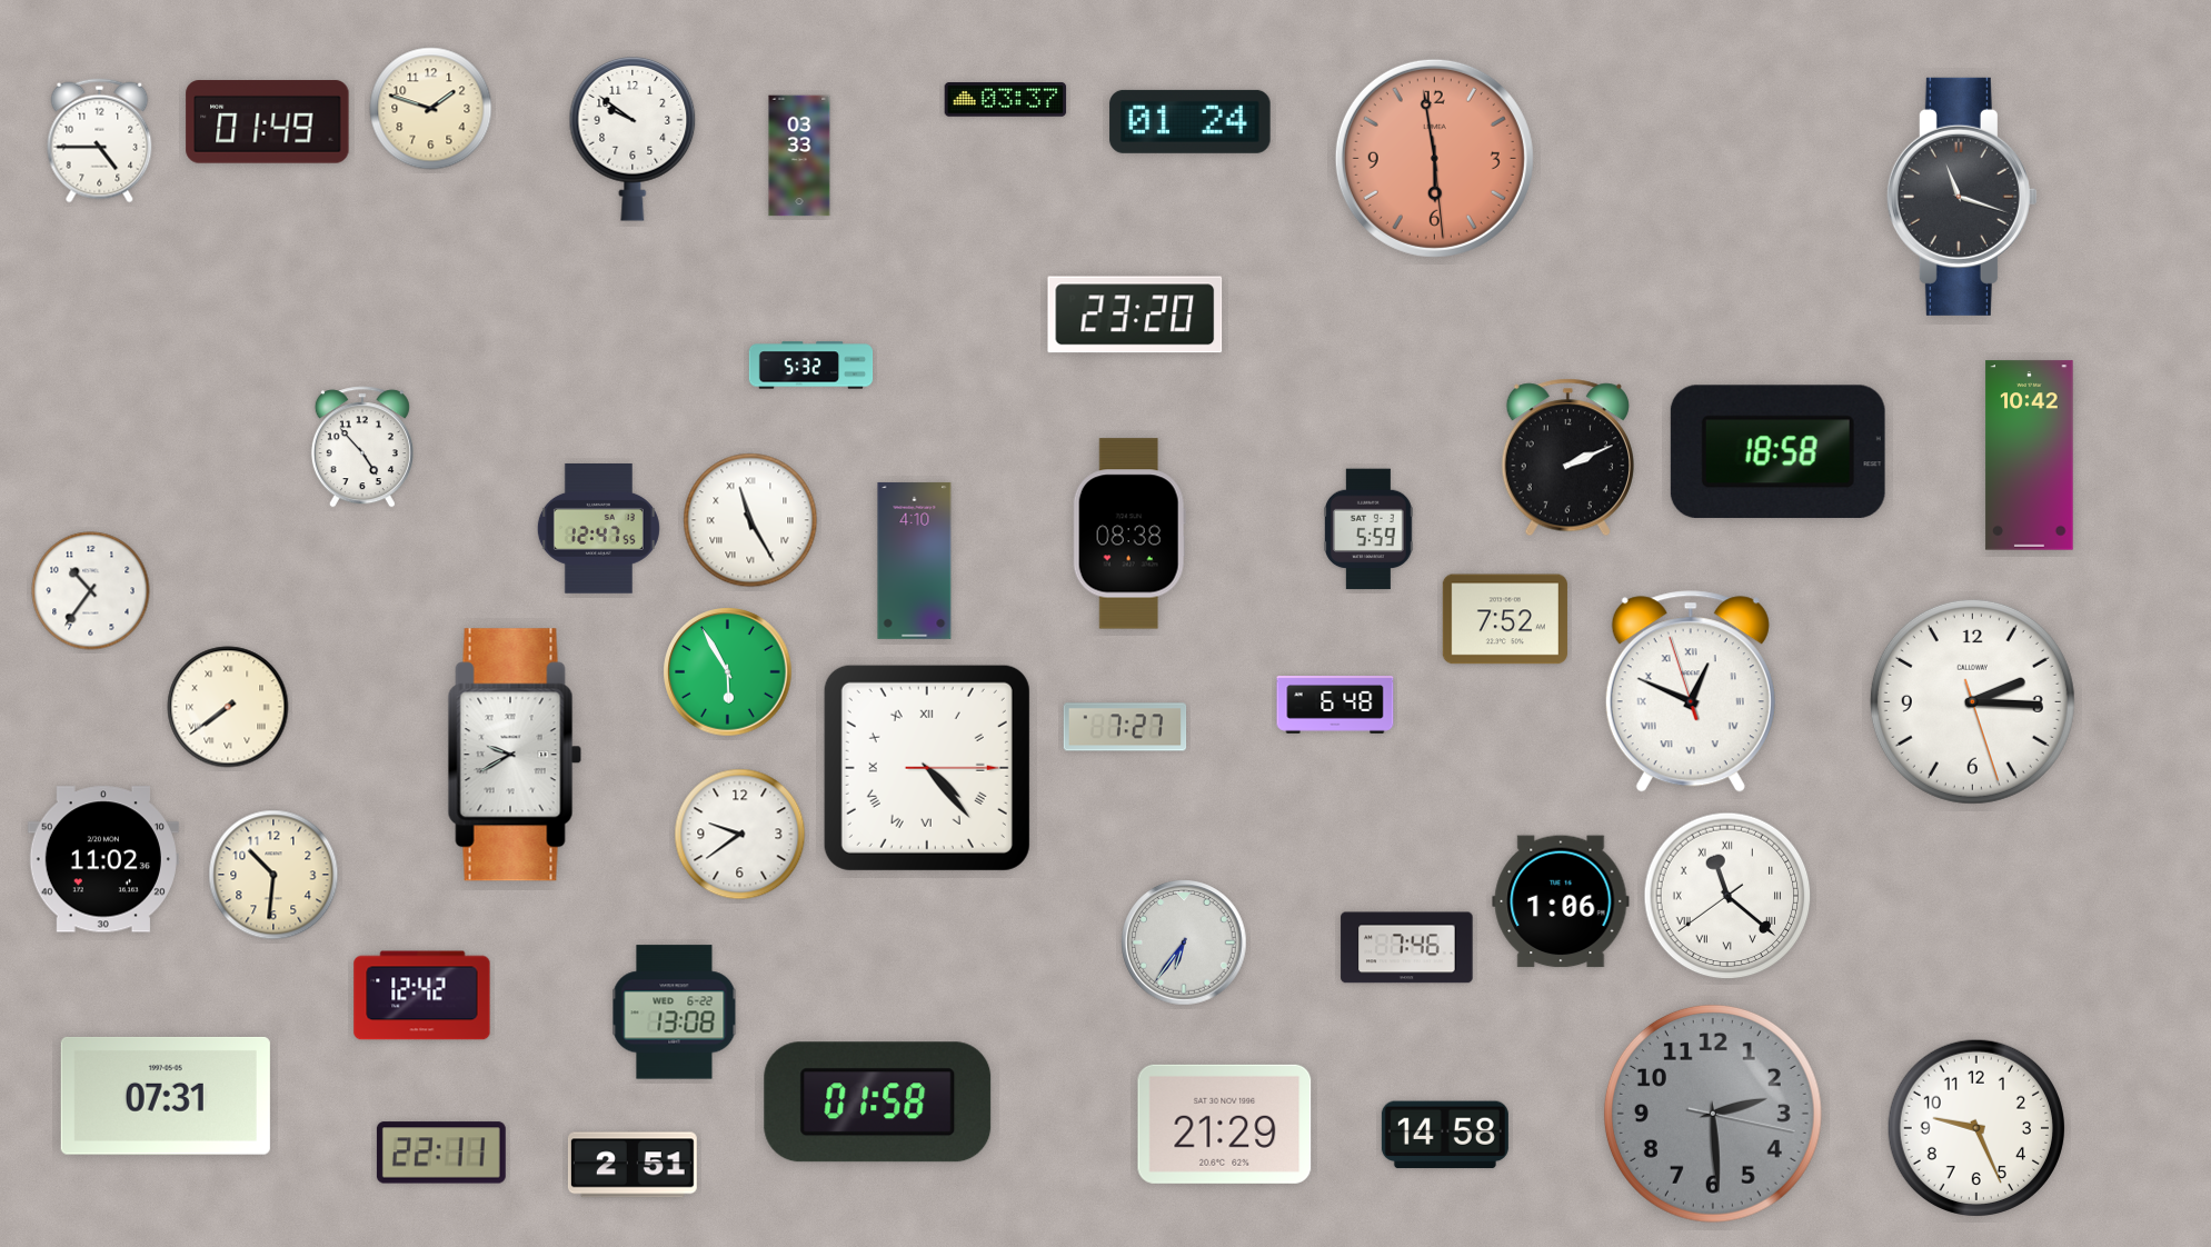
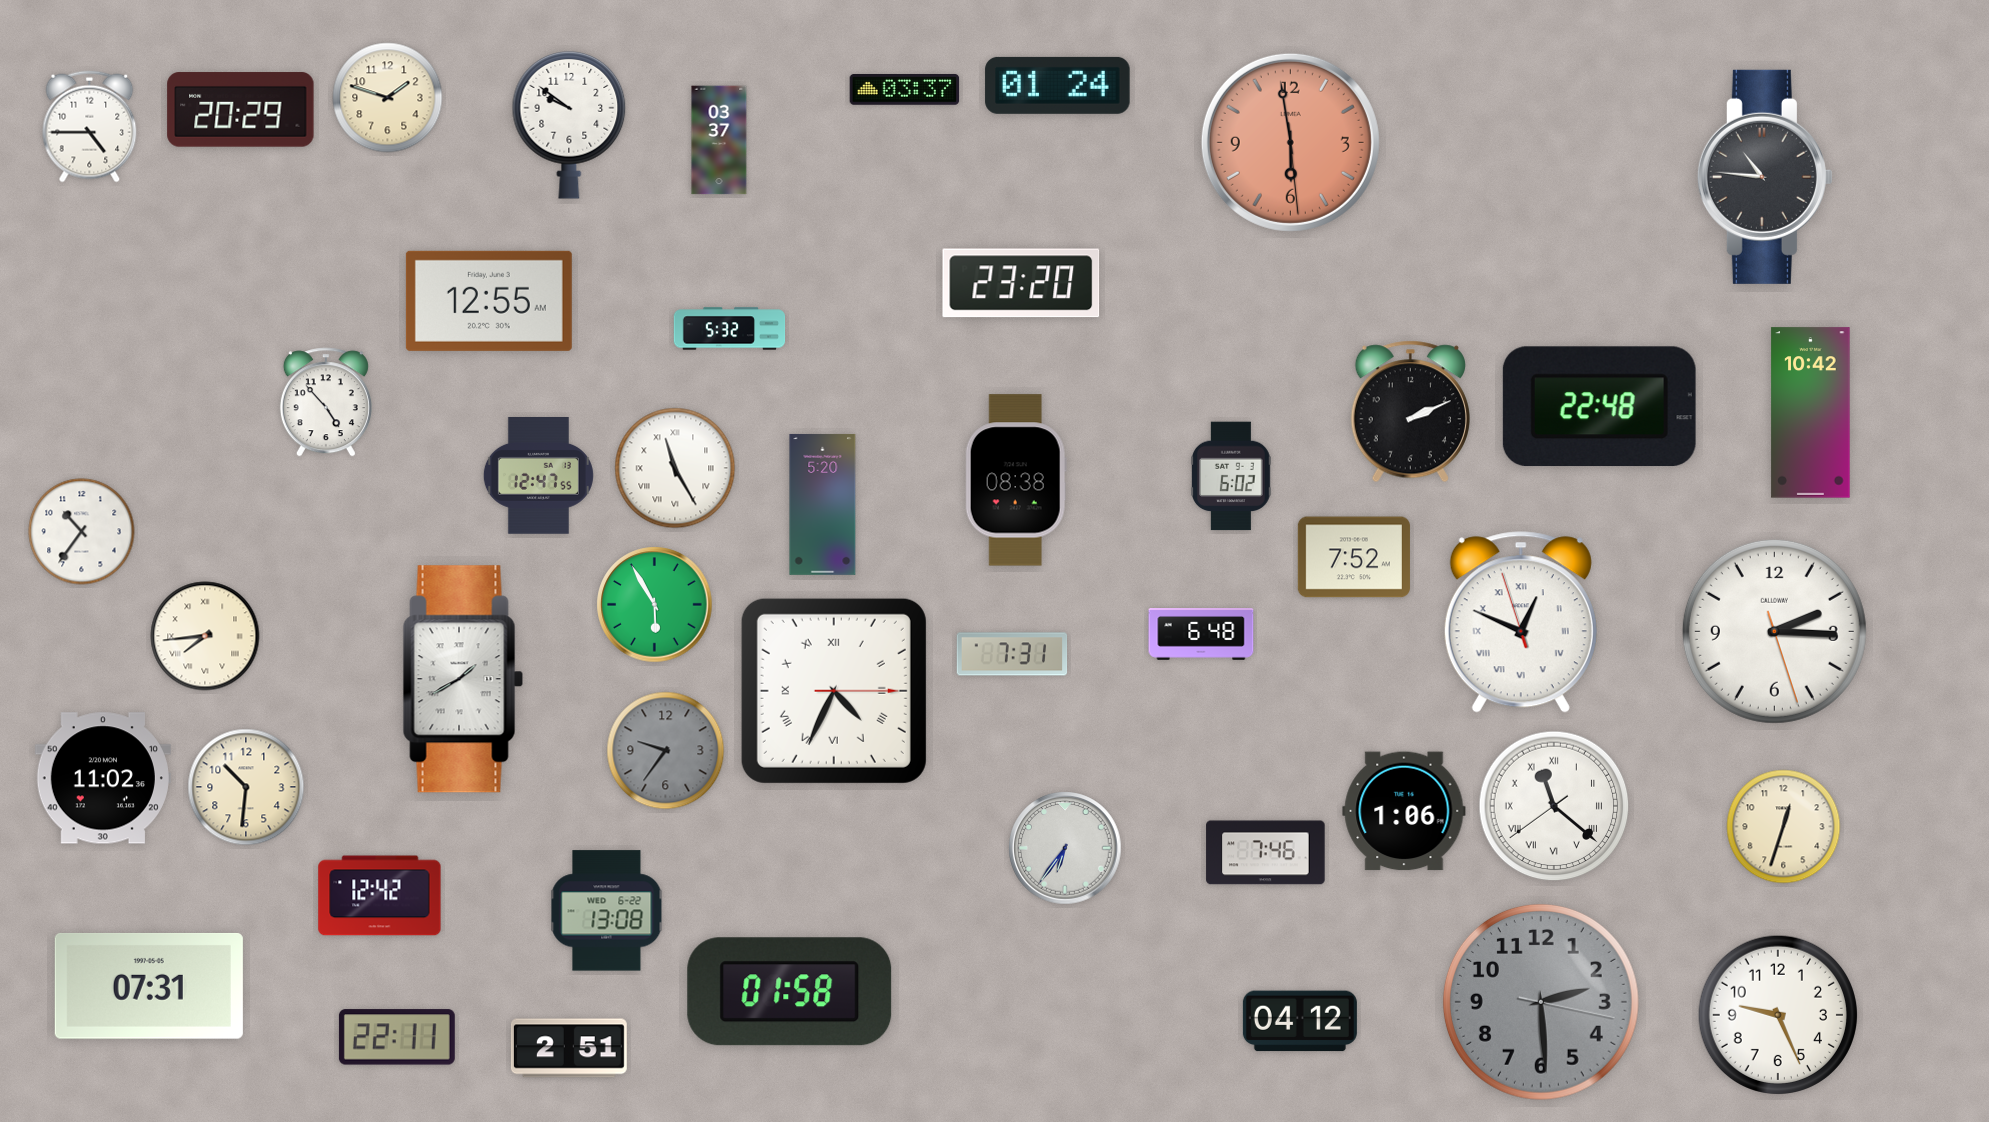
clock at (1191, 121) position: (1191, 121) -> (1058, 85)
clock at (268, 122): 01:49 -> 20:29
clock at (799, 156): 03:33 -> 03:37
clock at (1962, 197): 11:18 -> 10:46
clock at (489, 301): none -> 12:55
clock at (1777, 452): 18:58 -> 22:48
clock at (2030, 456) position: (2030, 456) -> (1811, 413)
clock at (1370, 529): 5:59 -> 6:02
clock at (915, 560): 4:10 -> 5:20
clock at (228, 707): 7:39 -> 7:44
clock at (1125, 727): 7:27 -> 7:31
clock at (515, 755): 9:40 -> 1:40
clock at (927, 768): 4:23 -> 4:34
clock at (740, 835): 9:39 -> 9:36
clock at (740, 835) dial: white -> grey
clock at (103, 859) position: (103, 859) -> (103, 778)
clock at (1784, 827): none -> 12:33
clock at (1225, 1124): 21:29 -> none
clock at (1445, 1135): 14:58 -> 04:12
